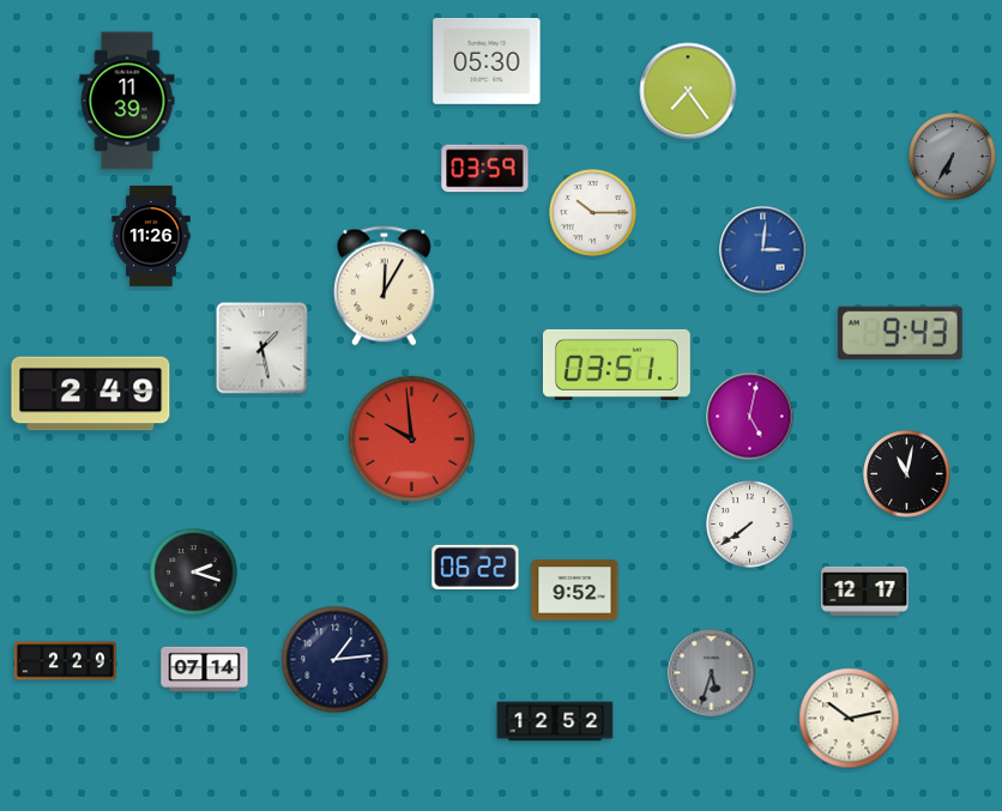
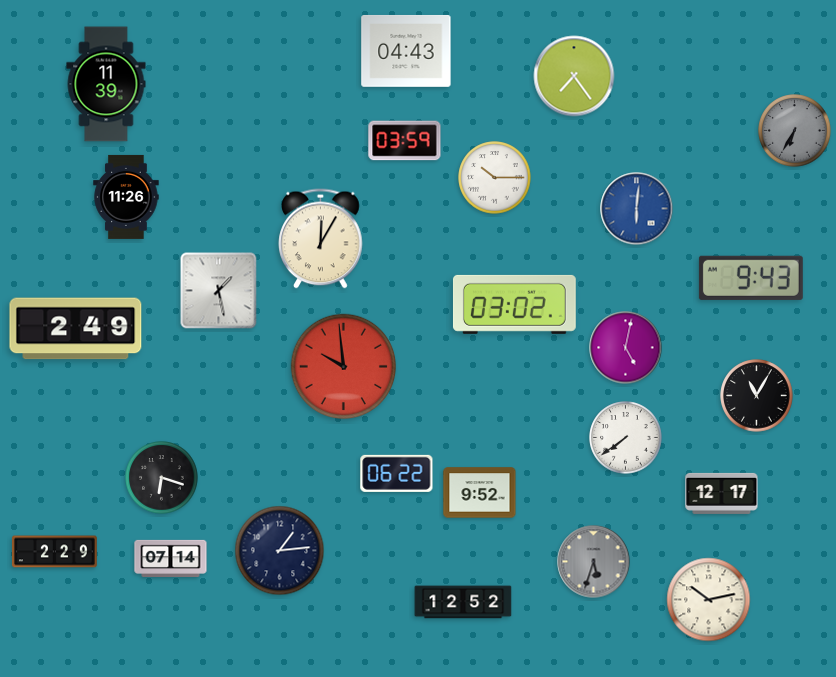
clock at (487, 61): 05:30 -> 04:43
clock at (763, 250): 3:01 -> 6:01
clock at (616, 364): 03:51 -> 03:02
clock at (907, 474): 11:02 -> 11:05
clock at (194, 573): 2:18 -> 6:18
